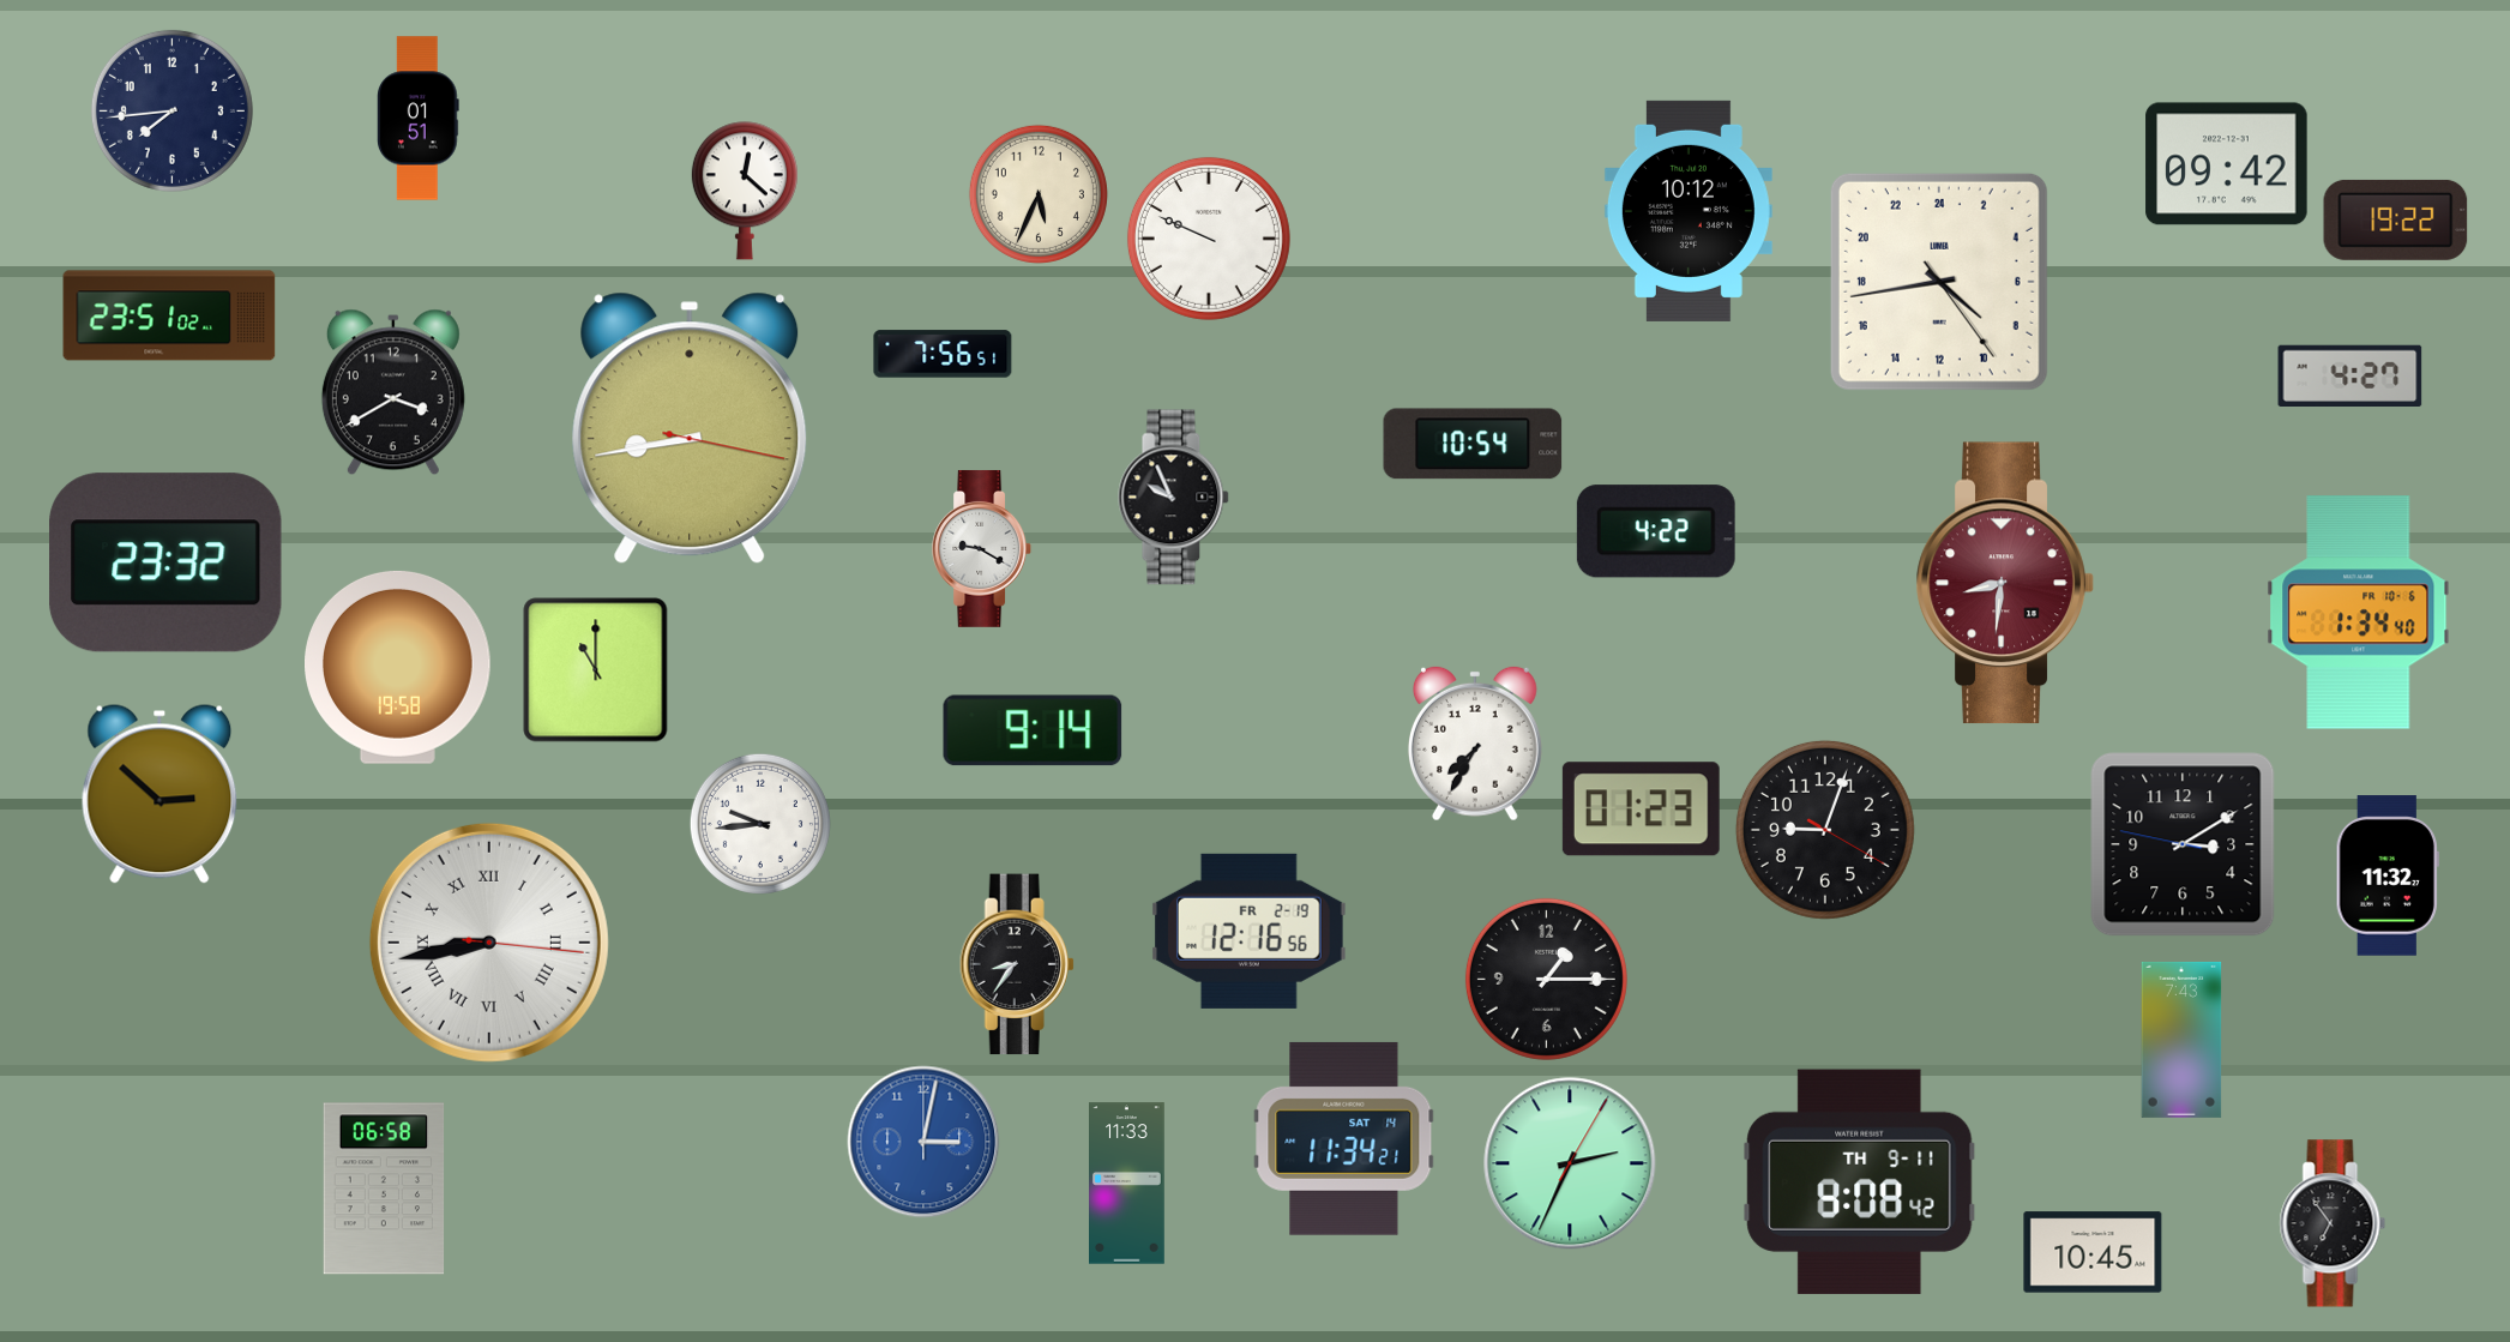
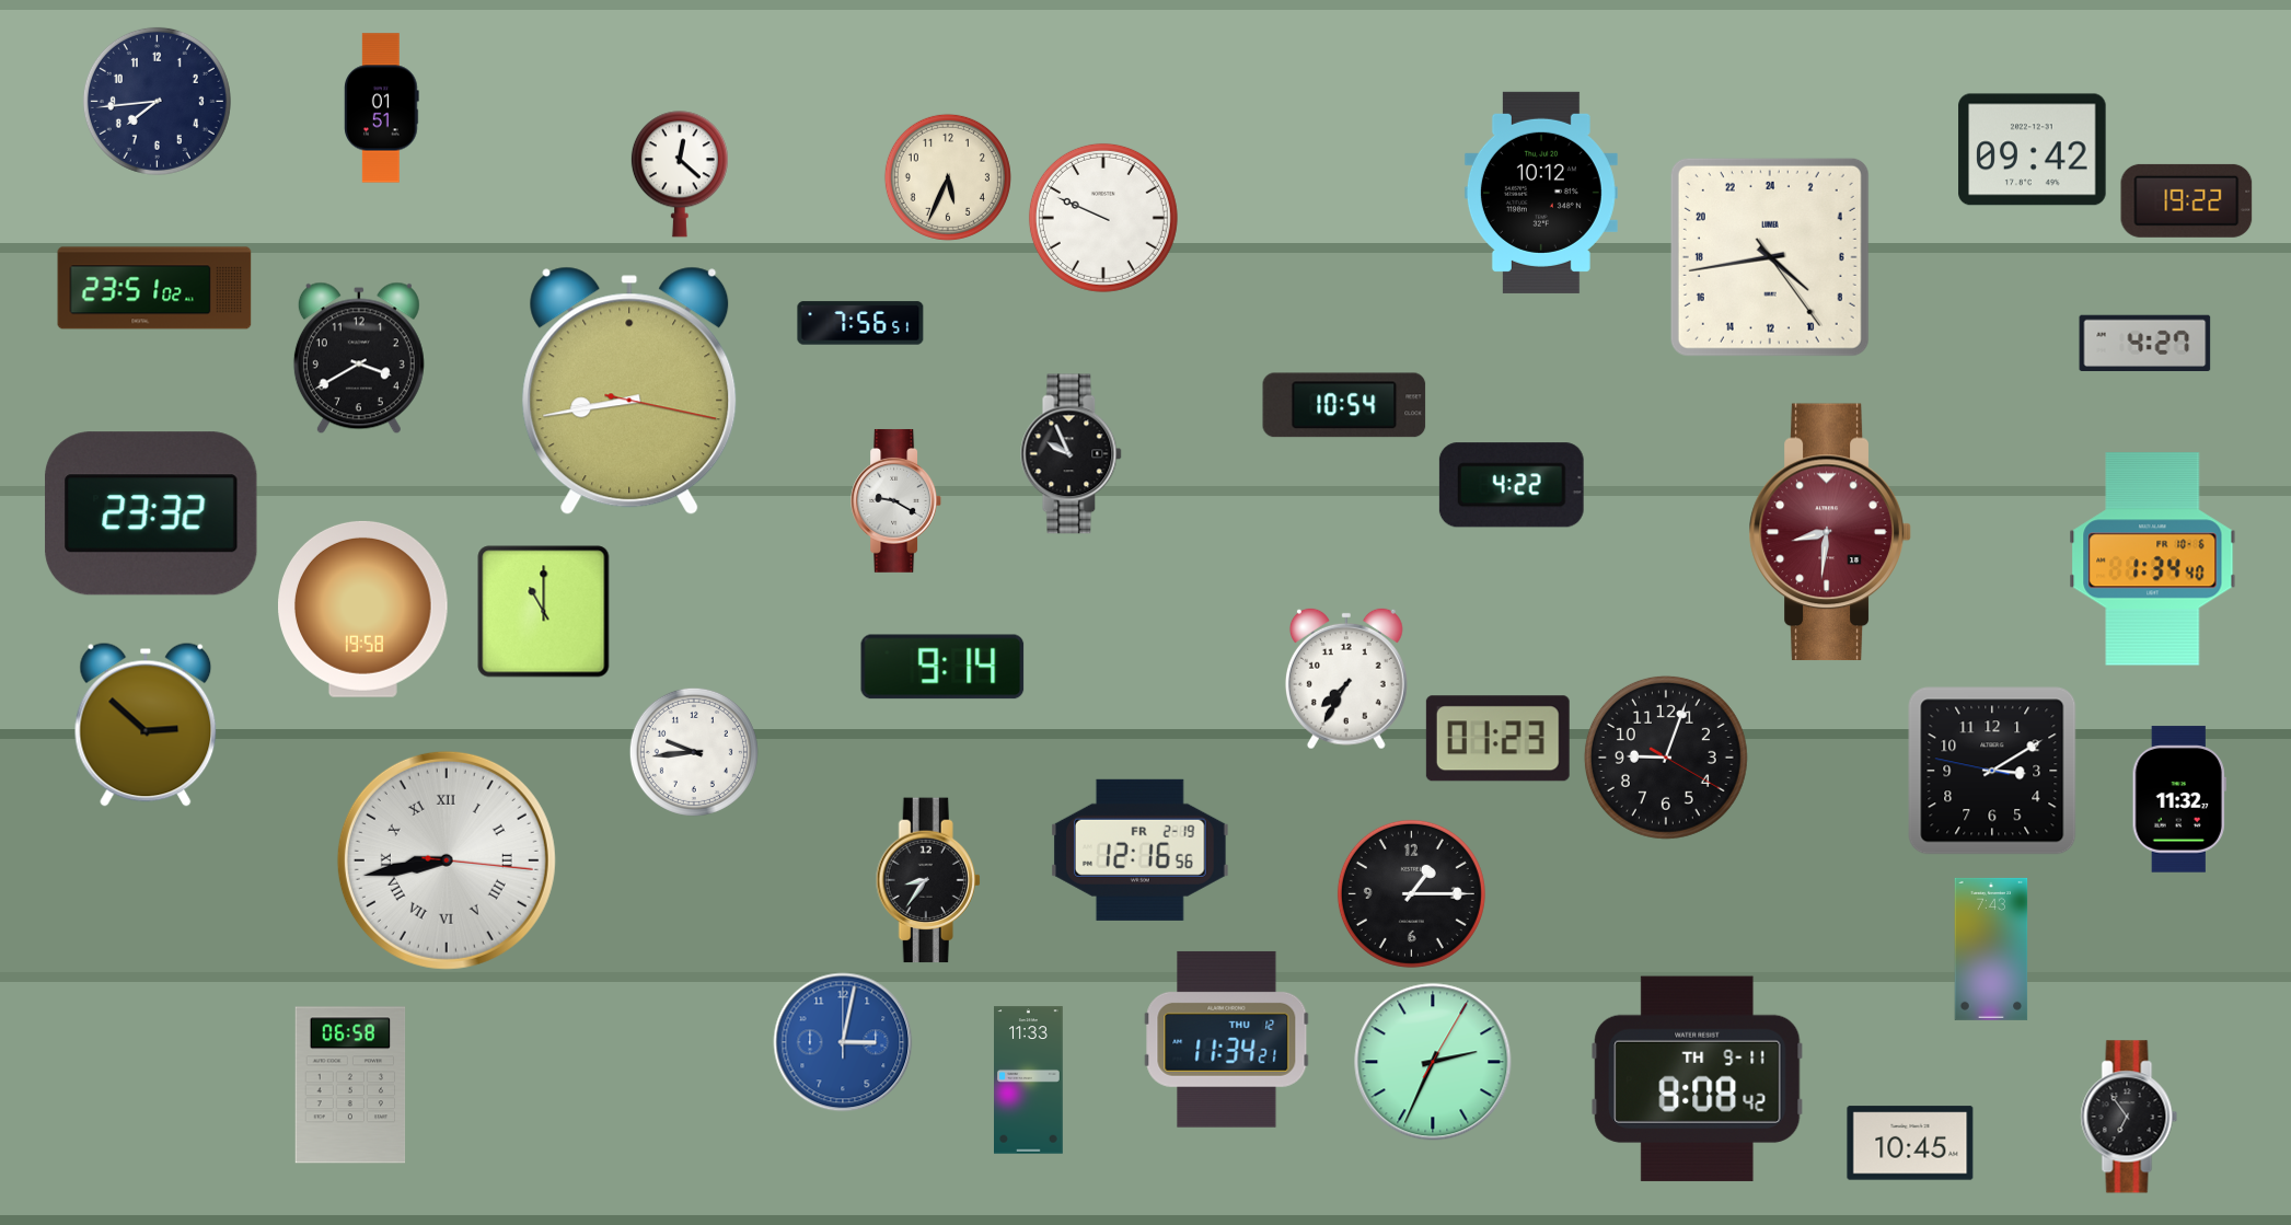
clock at (1344, 1138) date: SAT 14 -> THU 12
